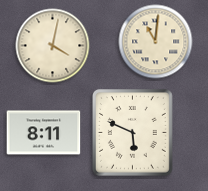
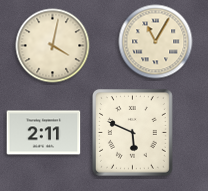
clock at (156, 42): 11:01 -> 11:05
clock at (44, 133): 8:11 -> 2:11
